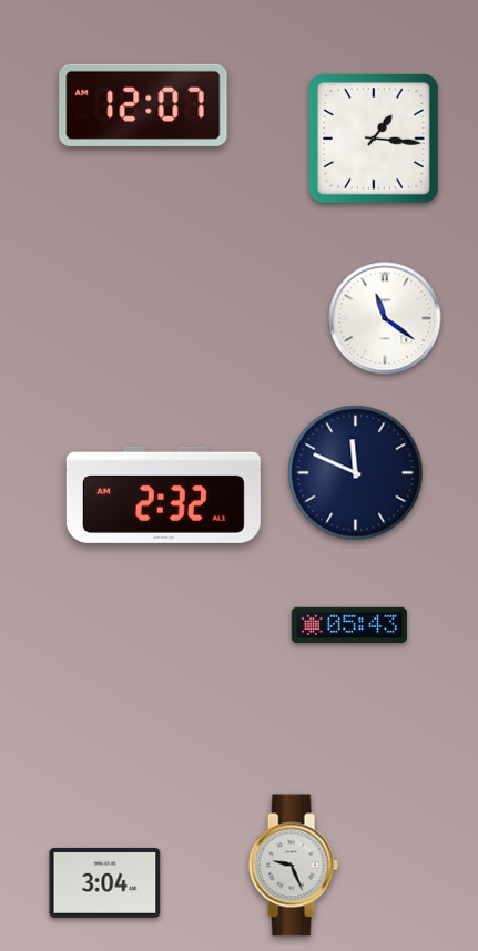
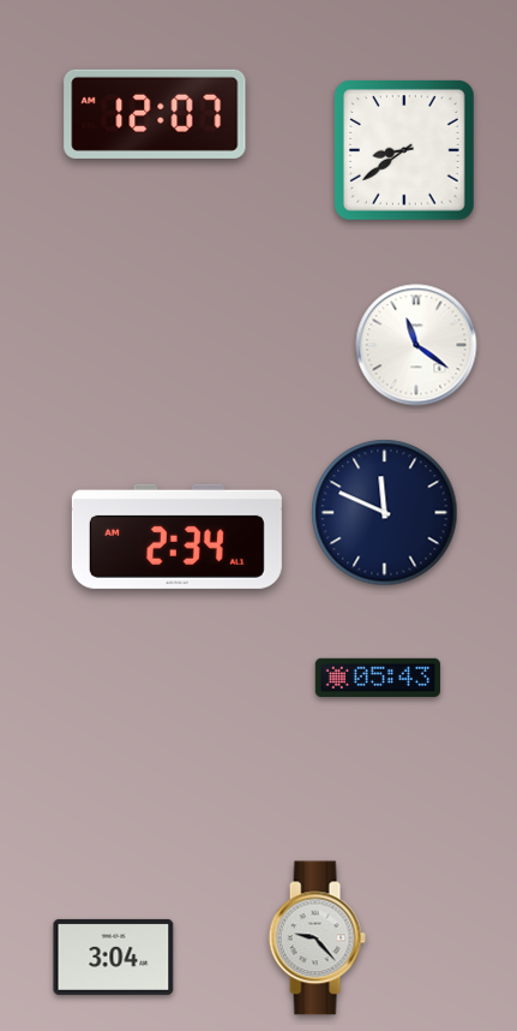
clock at (374, 139): 1:16 -> 8:39
clock at (163, 494): 2:32 -> 2:34
clock at (293, 866): 9:26 -> 9:23
